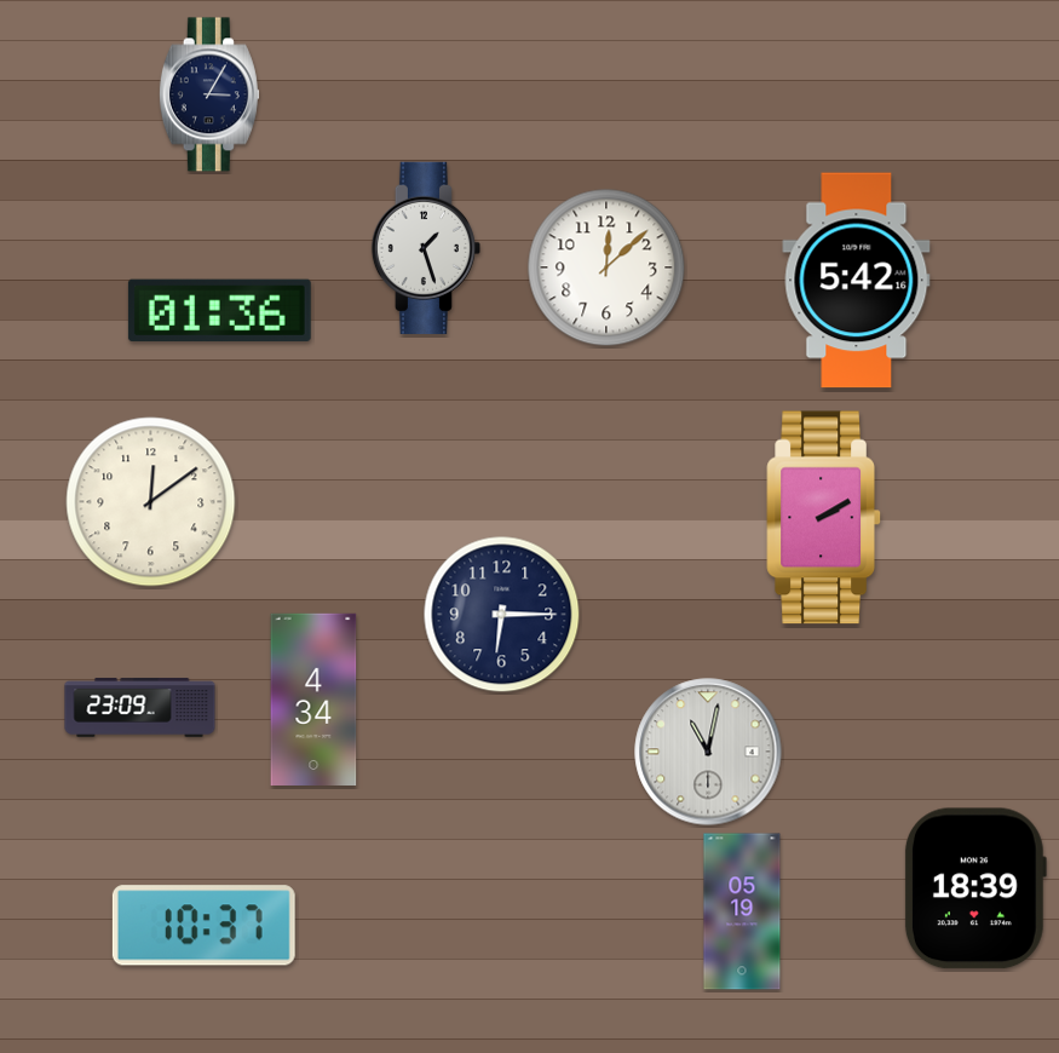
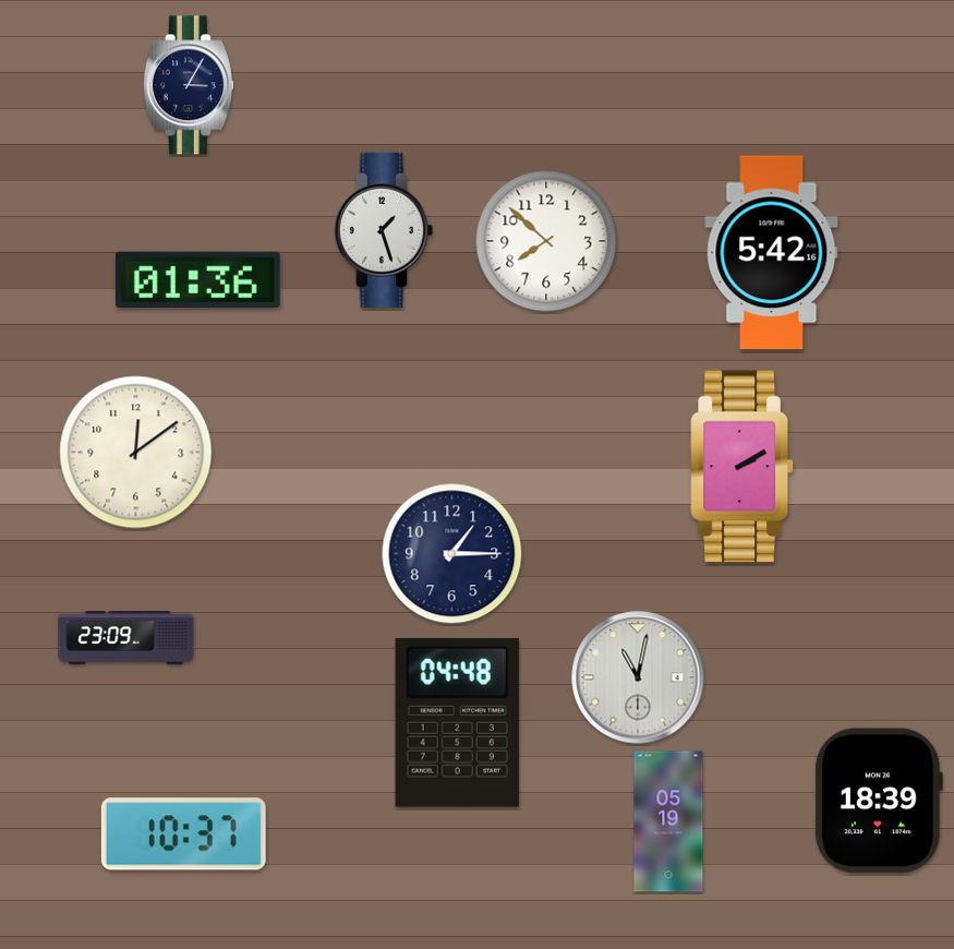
clock at (425, 248) position: (425, 248) -> (383, 230)
clock at (606, 267): 12:08 -> 7:52
clock at (502, 615): 6:15 -> 1:15
clock at (313, 698): 4:34 -> none
clock at (457, 722): none -> 04:48
